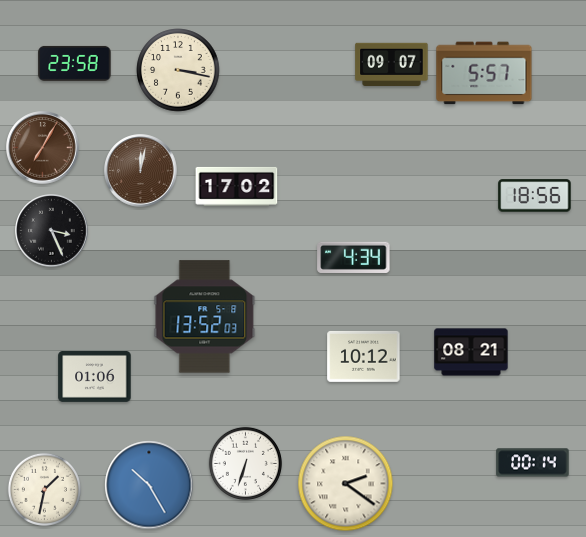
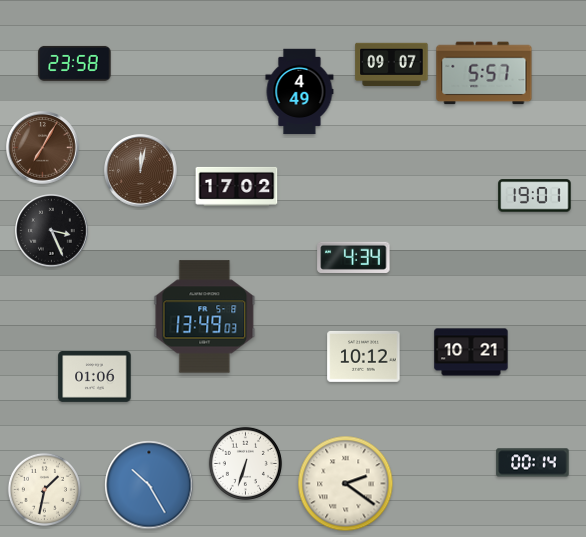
clock at (178, 70): 3:17 -> none
clock at (300, 92): none -> 4:49
clock at (535, 196): 18:56 -> 19:01
clock at (205, 317): 13:52 -> 13:49
clock at (471, 352): 08:21 -> 10:21
